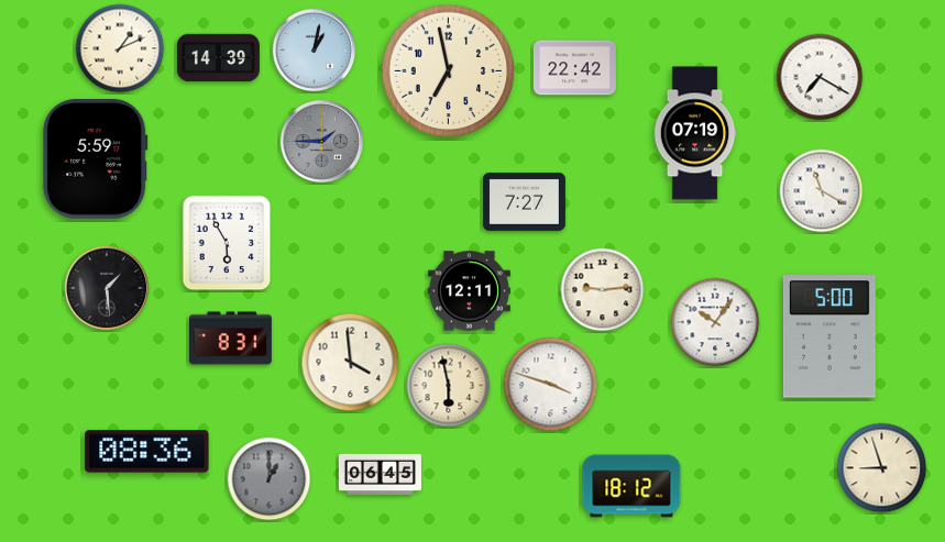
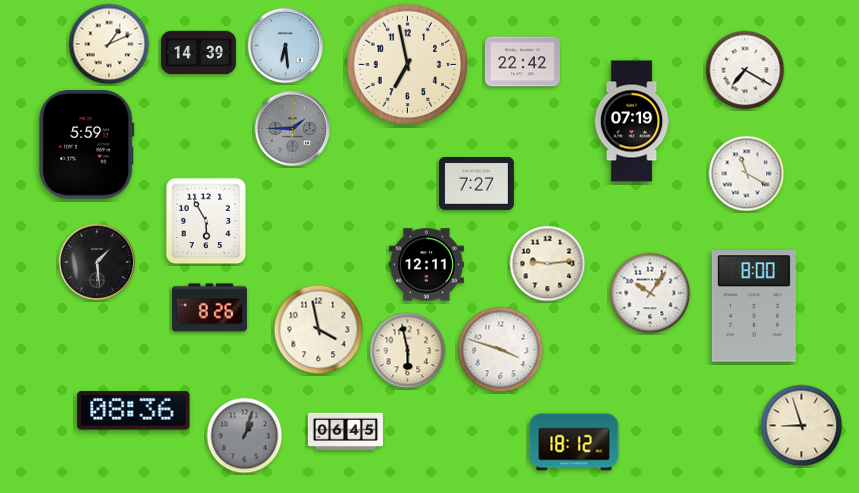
clock at (315, 51): 1:02 -> 6:29
clock at (829, 336): 5:00 -> 8:00
clock at (230, 339): 8:31 -> 8:26
clock at (351, 363): 3:59 -> 3:58
clock at (270, 479): 1:00 -> 1:03
